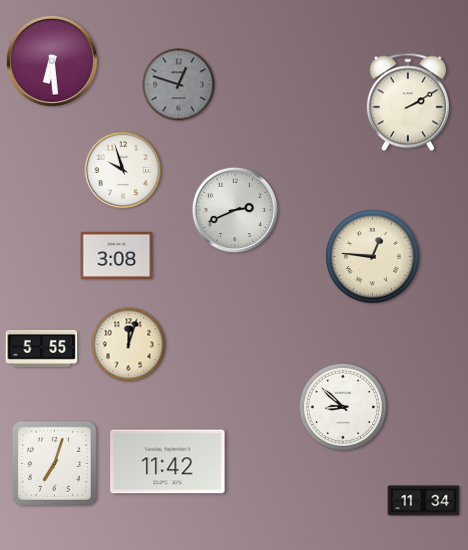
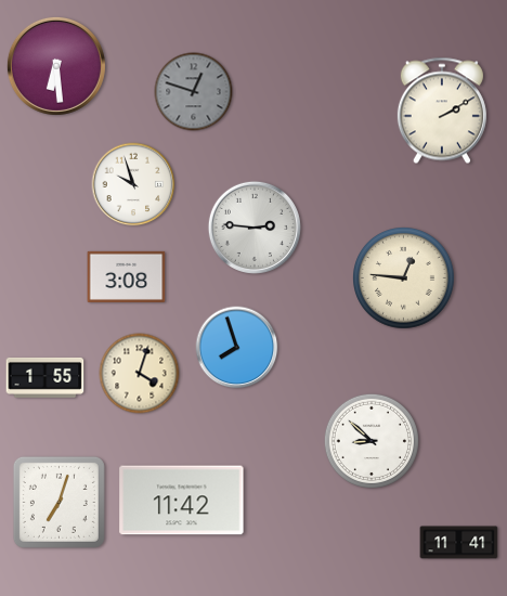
clock at (235, 210): 2:41 -> 2:46
clock at (237, 348): none -> 7:57
clock at (129, 345): 12:03 -> 4:03
clock at (42, 348): 5:55 -> 1:55
clock at (424, 501): 11:34 -> 11:41
